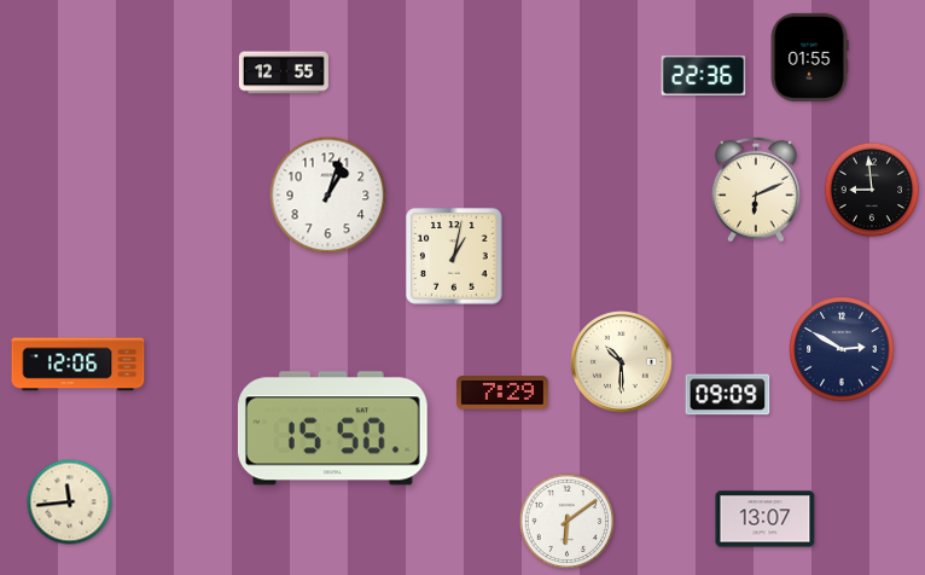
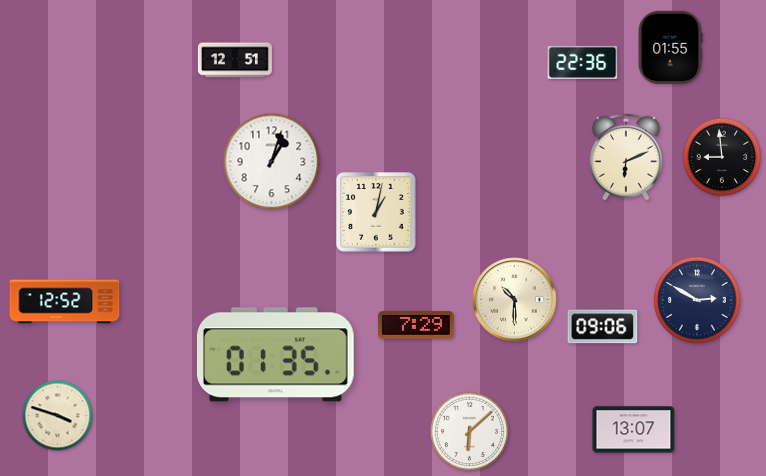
clock at (284, 72): 12:55 -> 12:51
clock at (842, 349) position: (842, 349) -> (697, 300)
clock at (78, 365): 12:06 -> 12:52
clock at (728, 395): 09:09 -> 09:06
clock at (332, 429): 15:50 -> 01:35
clock at (70, 503): 11:44 -> 3:48
clock at (568, 522): 6:09 -> 6:08
